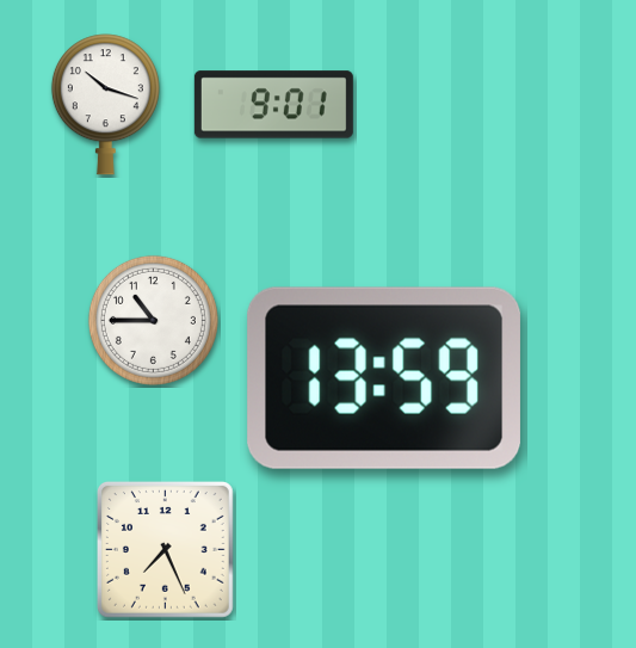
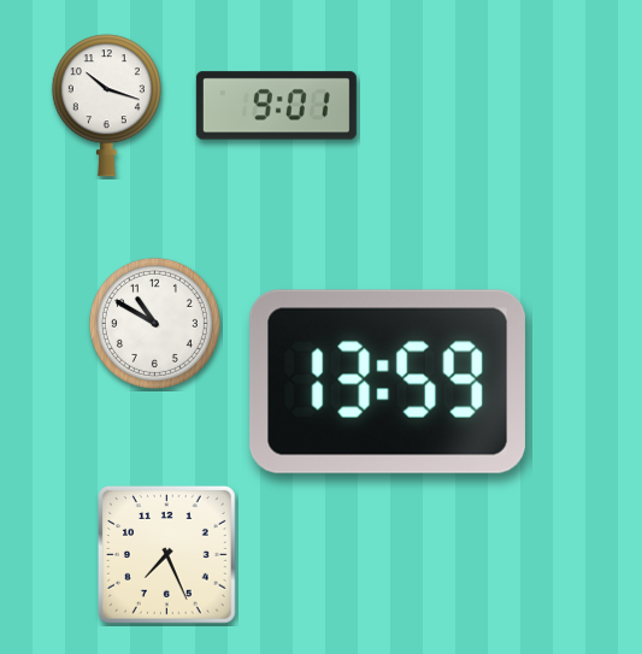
clock at (153, 320): 10:45 -> 10:50
